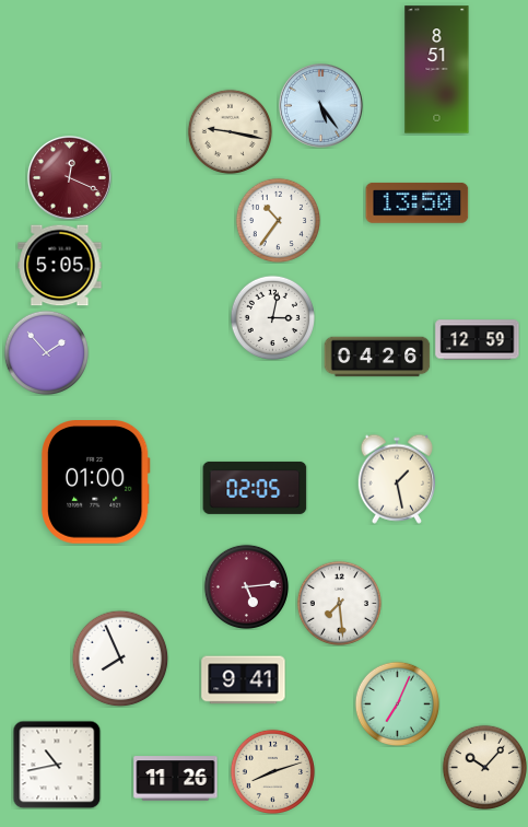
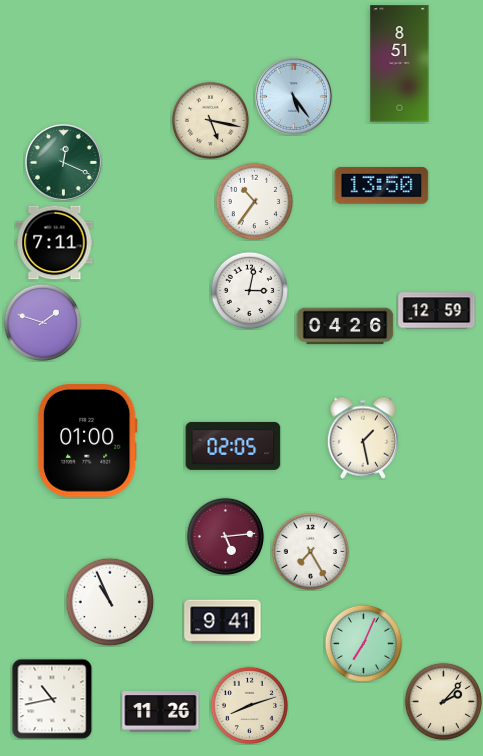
clock at (230, 131): 9:17 -> 5:17
clock at (69, 177) dial: burgundy -> green
clock at (60, 266): 5:05 -> 7:11
clock at (46, 352): 1:53 -> 1:48
clock at (339, 603): 7:29 -> 7:25
clock at (120, 659): 7:56 -> 10:56
clock at (484, 767): 10:07 -> 2:07
